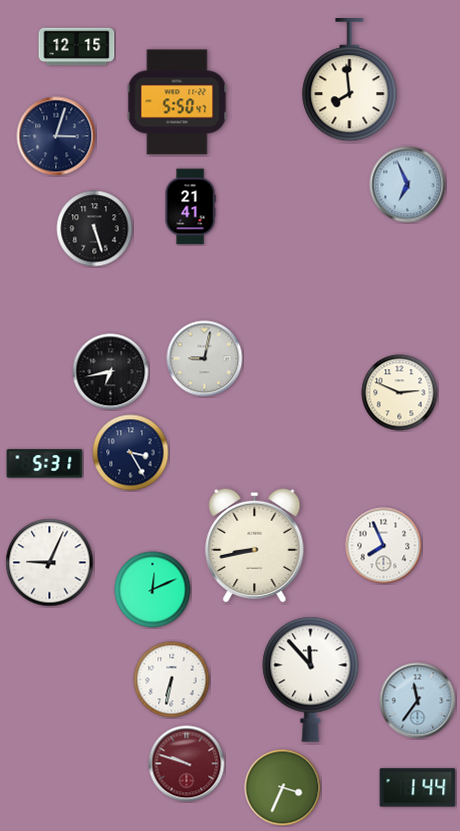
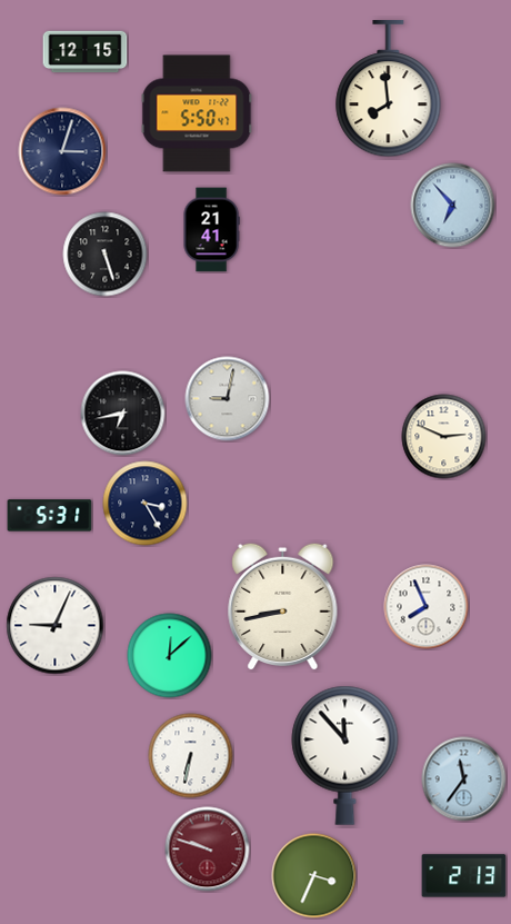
clock at (408, 185): 6:56 -> 6:53
clock at (153, 590): 12:11 -> 12:08
clock at (418, 788): 1:44 -> 2:13
